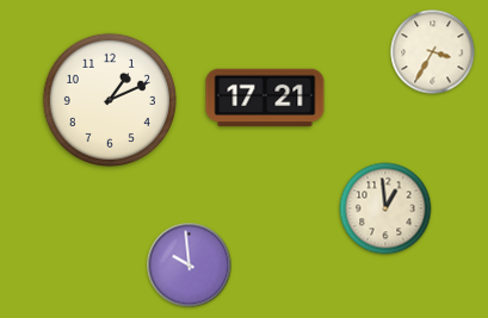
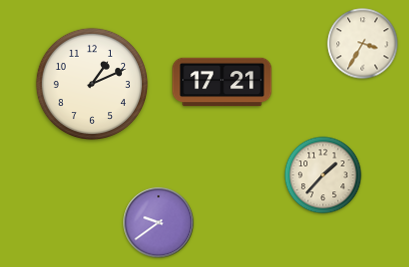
clock at (385, 208): 12:59 -> 1:37
clock at (190, 266): 9:59 -> 9:39
